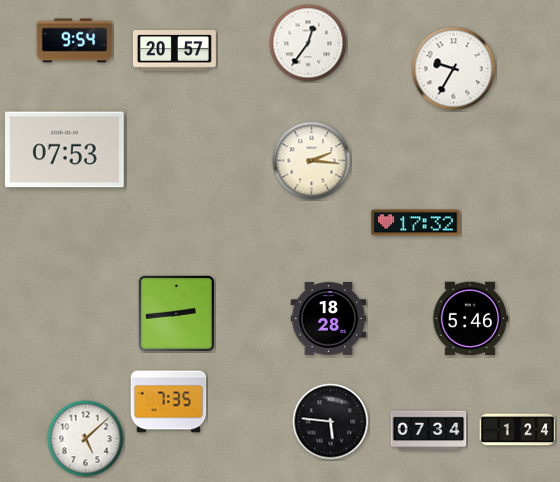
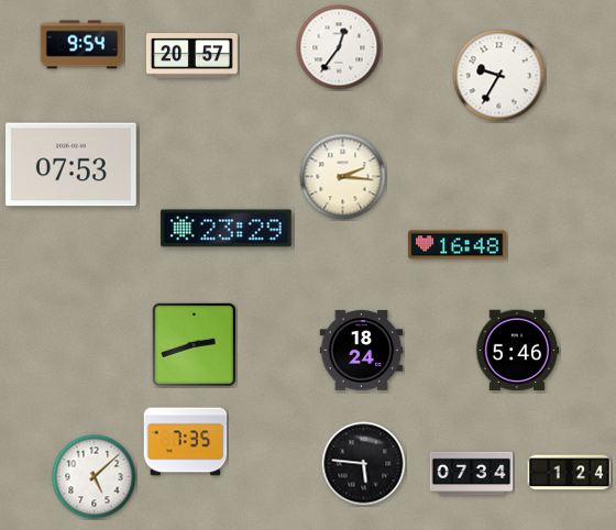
clock at (227, 229): none -> 23:29
clock at (416, 223): 17:32 -> 16:48
clock at (176, 313): 2:44 -> 2:42
clock at (329, 319): 18:28 -> 18:24
clock at (86, 439) position: (86, 439) -> (95, 477)
